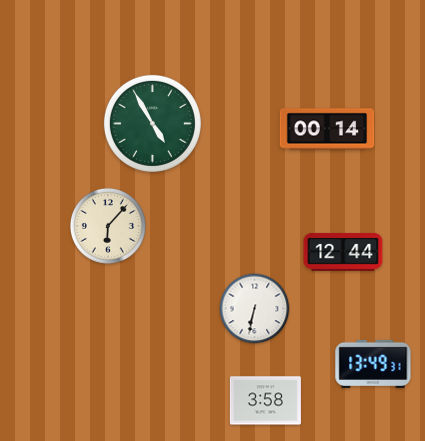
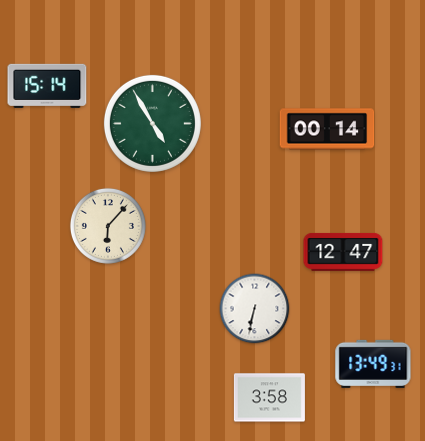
clock at (47, 86): none -> 15:14
clock at (343, 252): 12:44 -> 12:47
clock at (265, 401) position: (265, 401) -> (269, 398)
